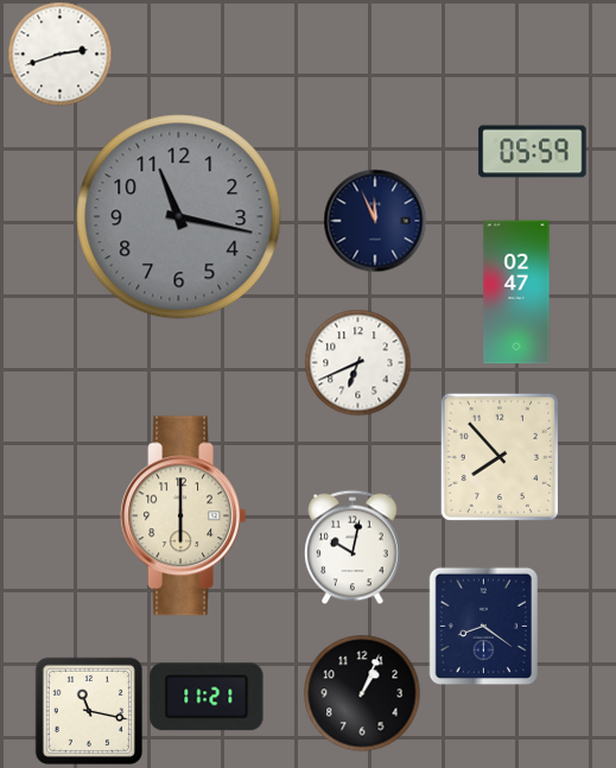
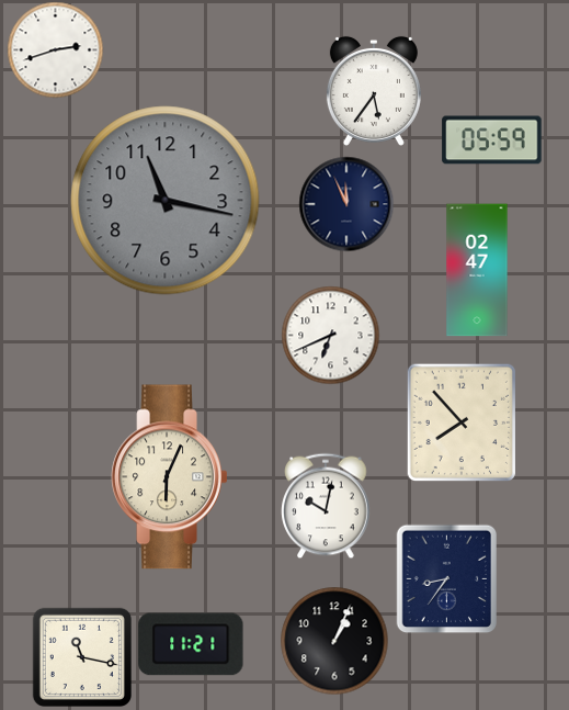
clock at (374, 91): none -> 5:36
clock at (184, 516): 6:00 -> 6:04
clock at (484, 626): 8:21 -> 8:36
